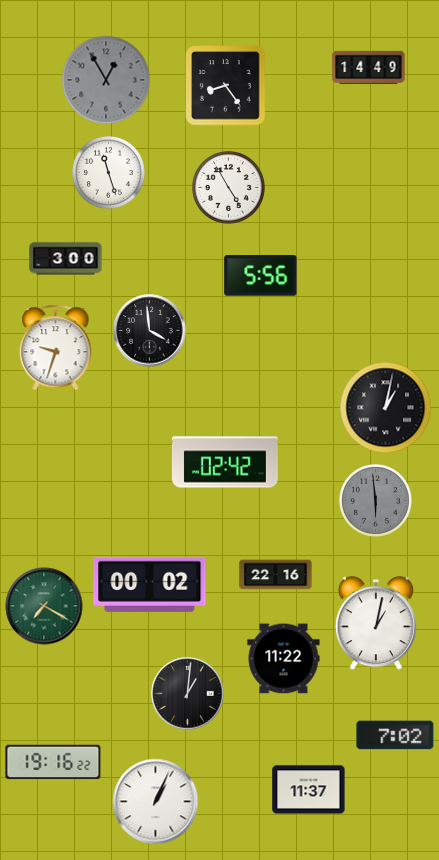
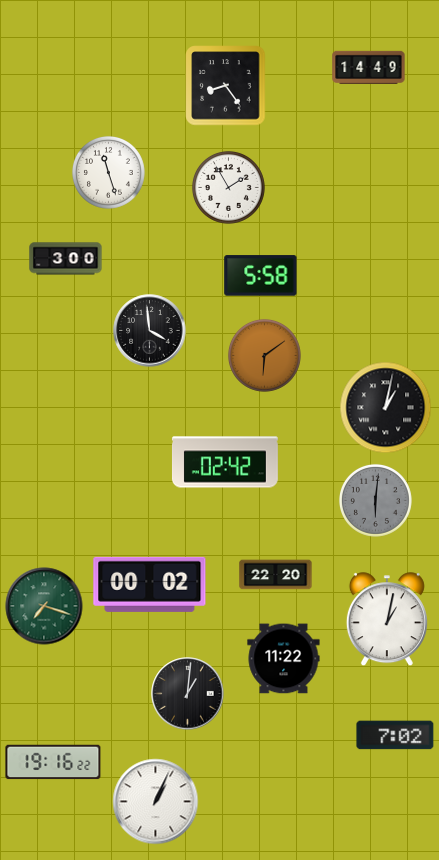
clock at (106, 80): 12:55 -> none
clock at (228, 187): 4:55 -> 1:55
clock at (261, 276): 5:56 -> 5:58
clock at (56, 348): 9:33 -> none
clock at (264, 355): none -> 6:09
clock at (375, 500): 5:59 -> 6:01
clock at (276, 575): 22:16 -> 22:20
clock at (44, 606): 7:20 -> 7:18
clock at (376, 624) position: (376, 624) -> (387, 620)
clock at (309, 790): 11:37 -> none
